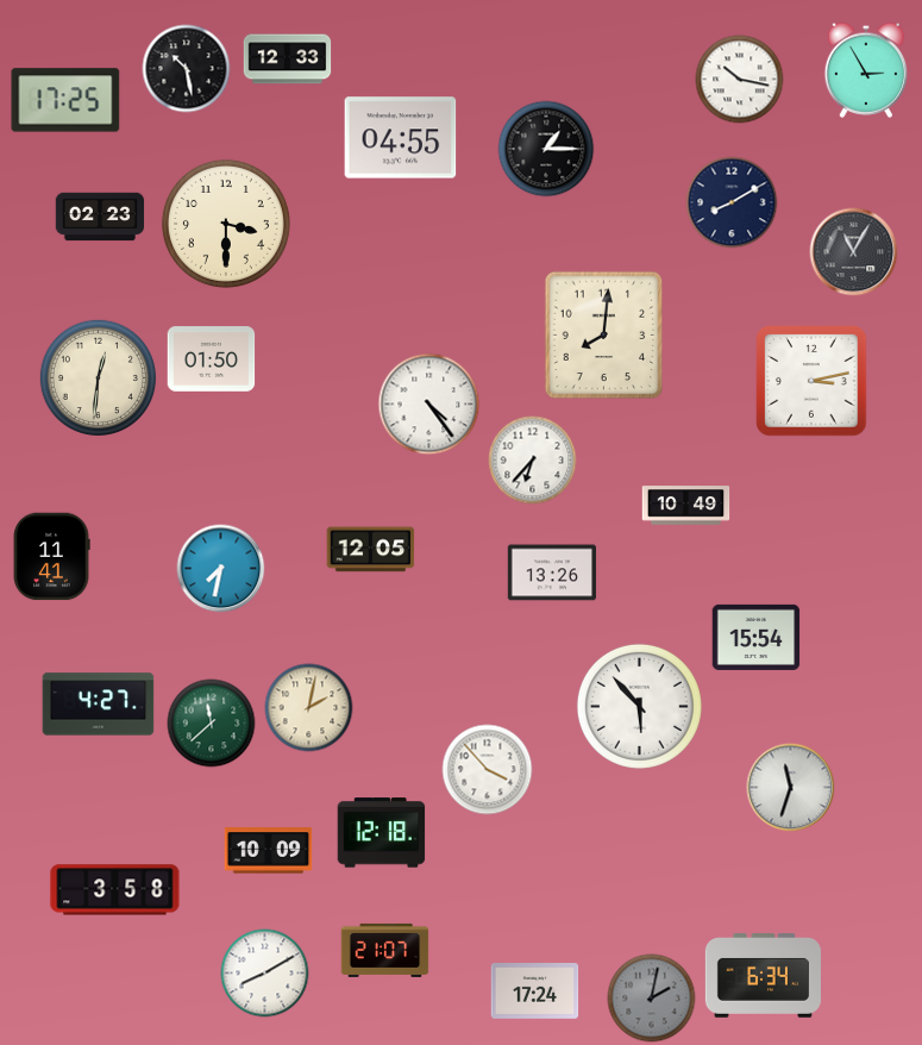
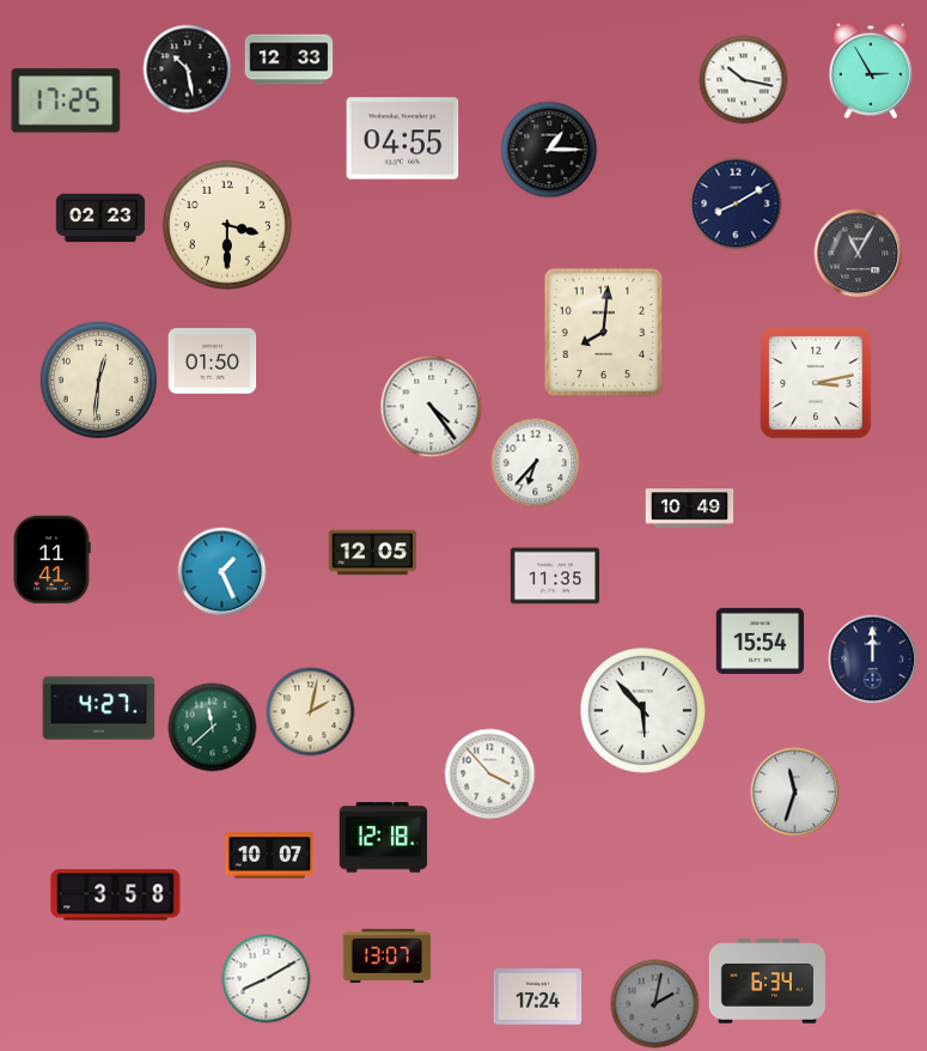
clock at (604, 336) position: (604, 336) -> (604, 333)
clock at (221, 569): 7:32 -> 1:26
clock at (552, 572): 13:26 -> 11:35
clock at (873, 660): none -> 12:00
clock at (269, 851): 10:09 -> 10:07
clock at (385, 950): 21:07 -> 13:07
